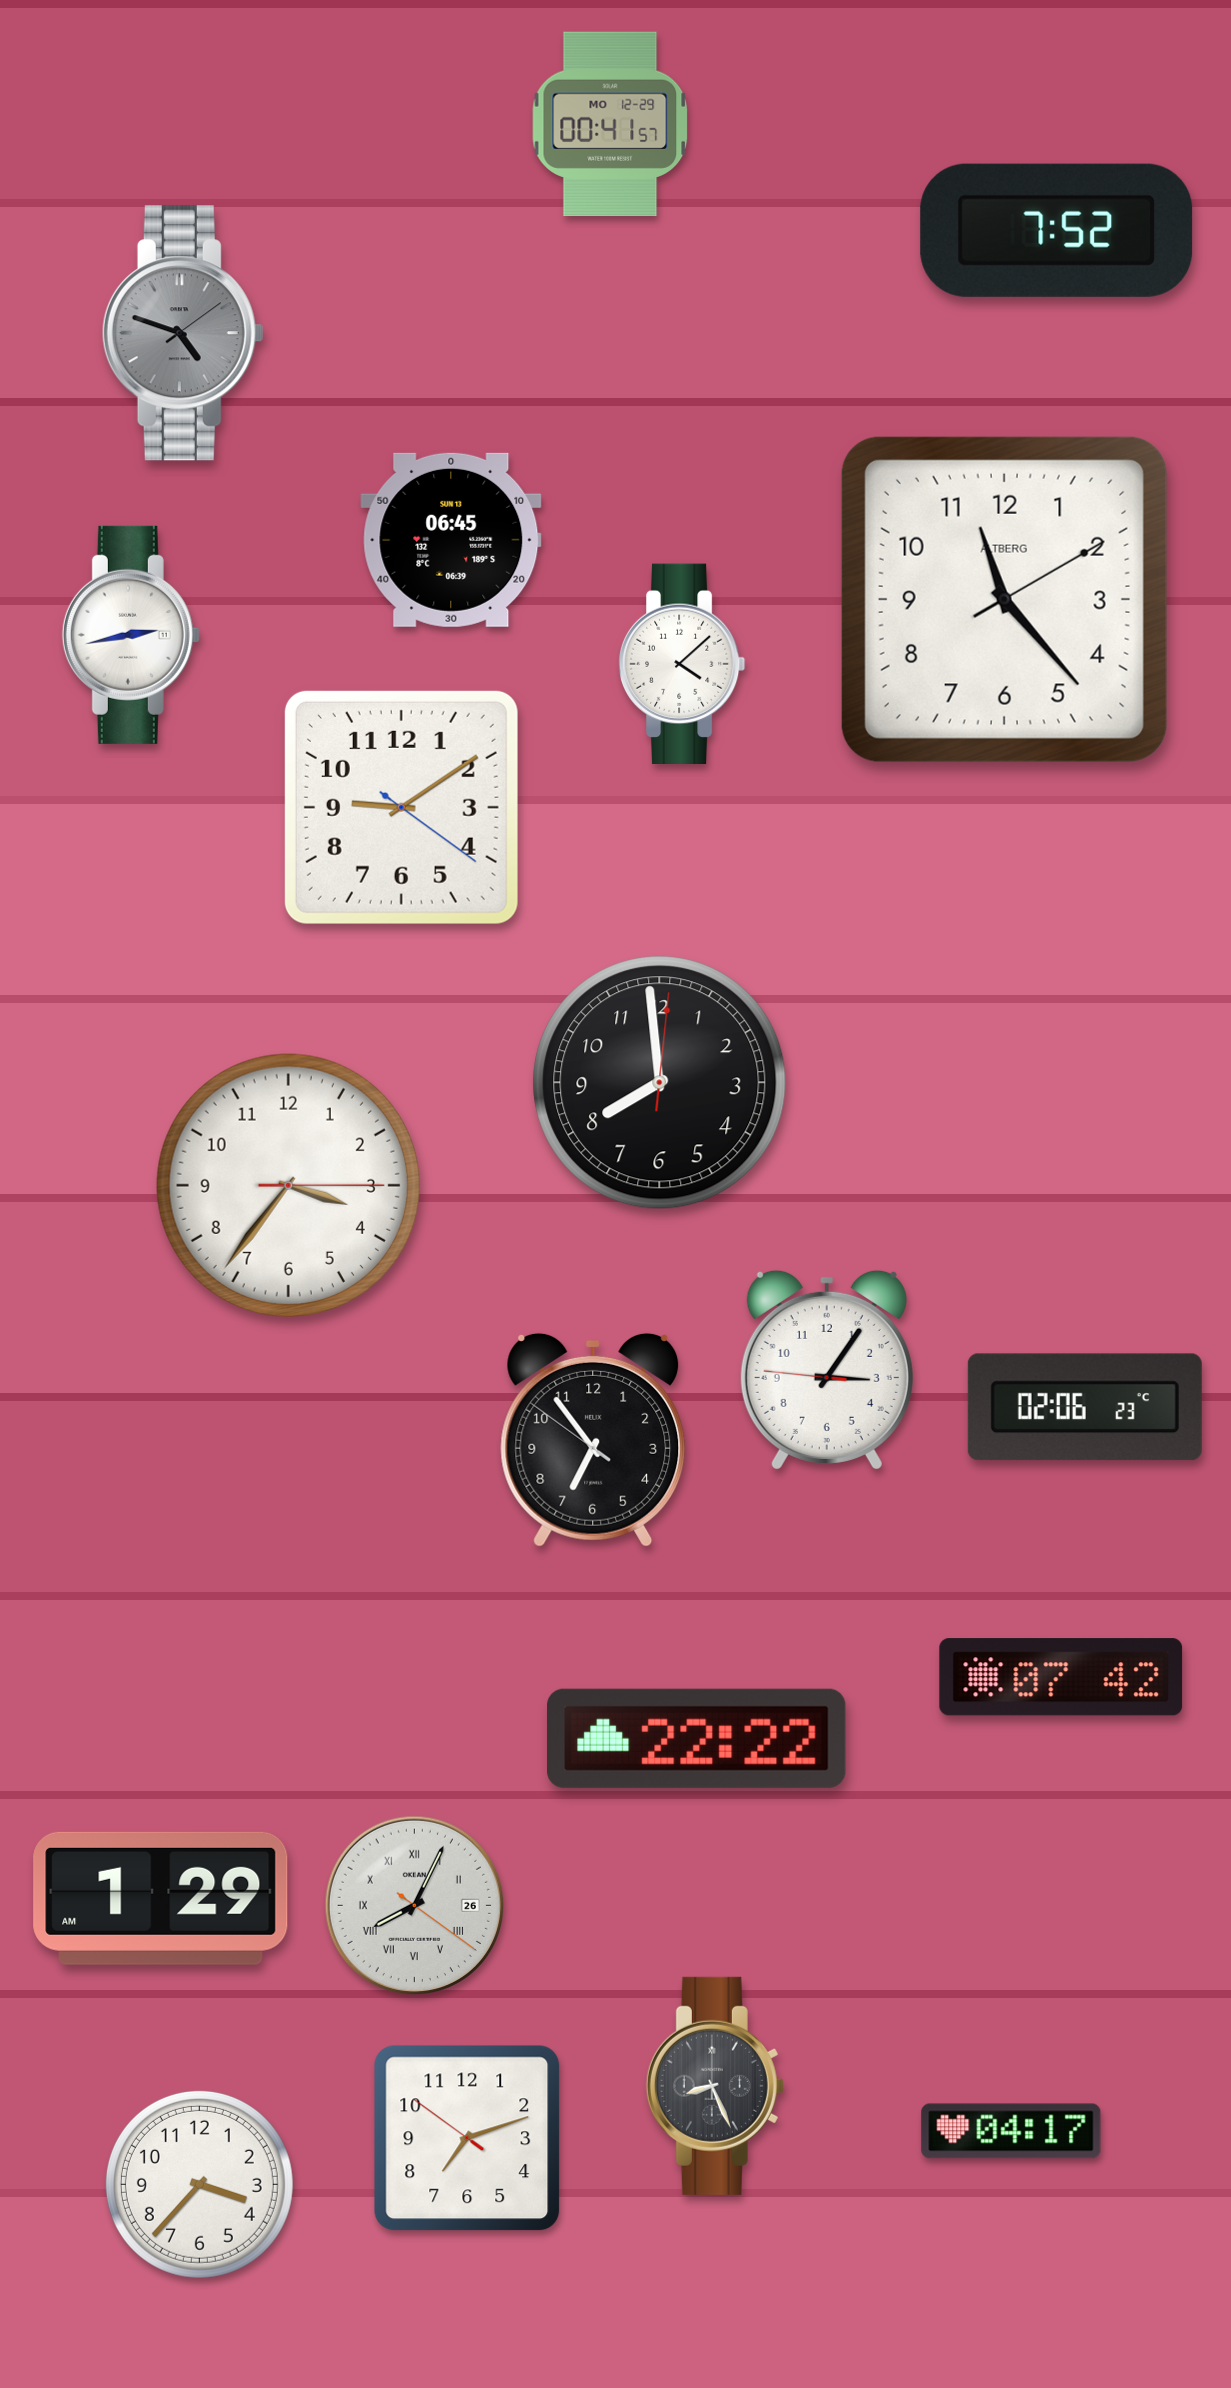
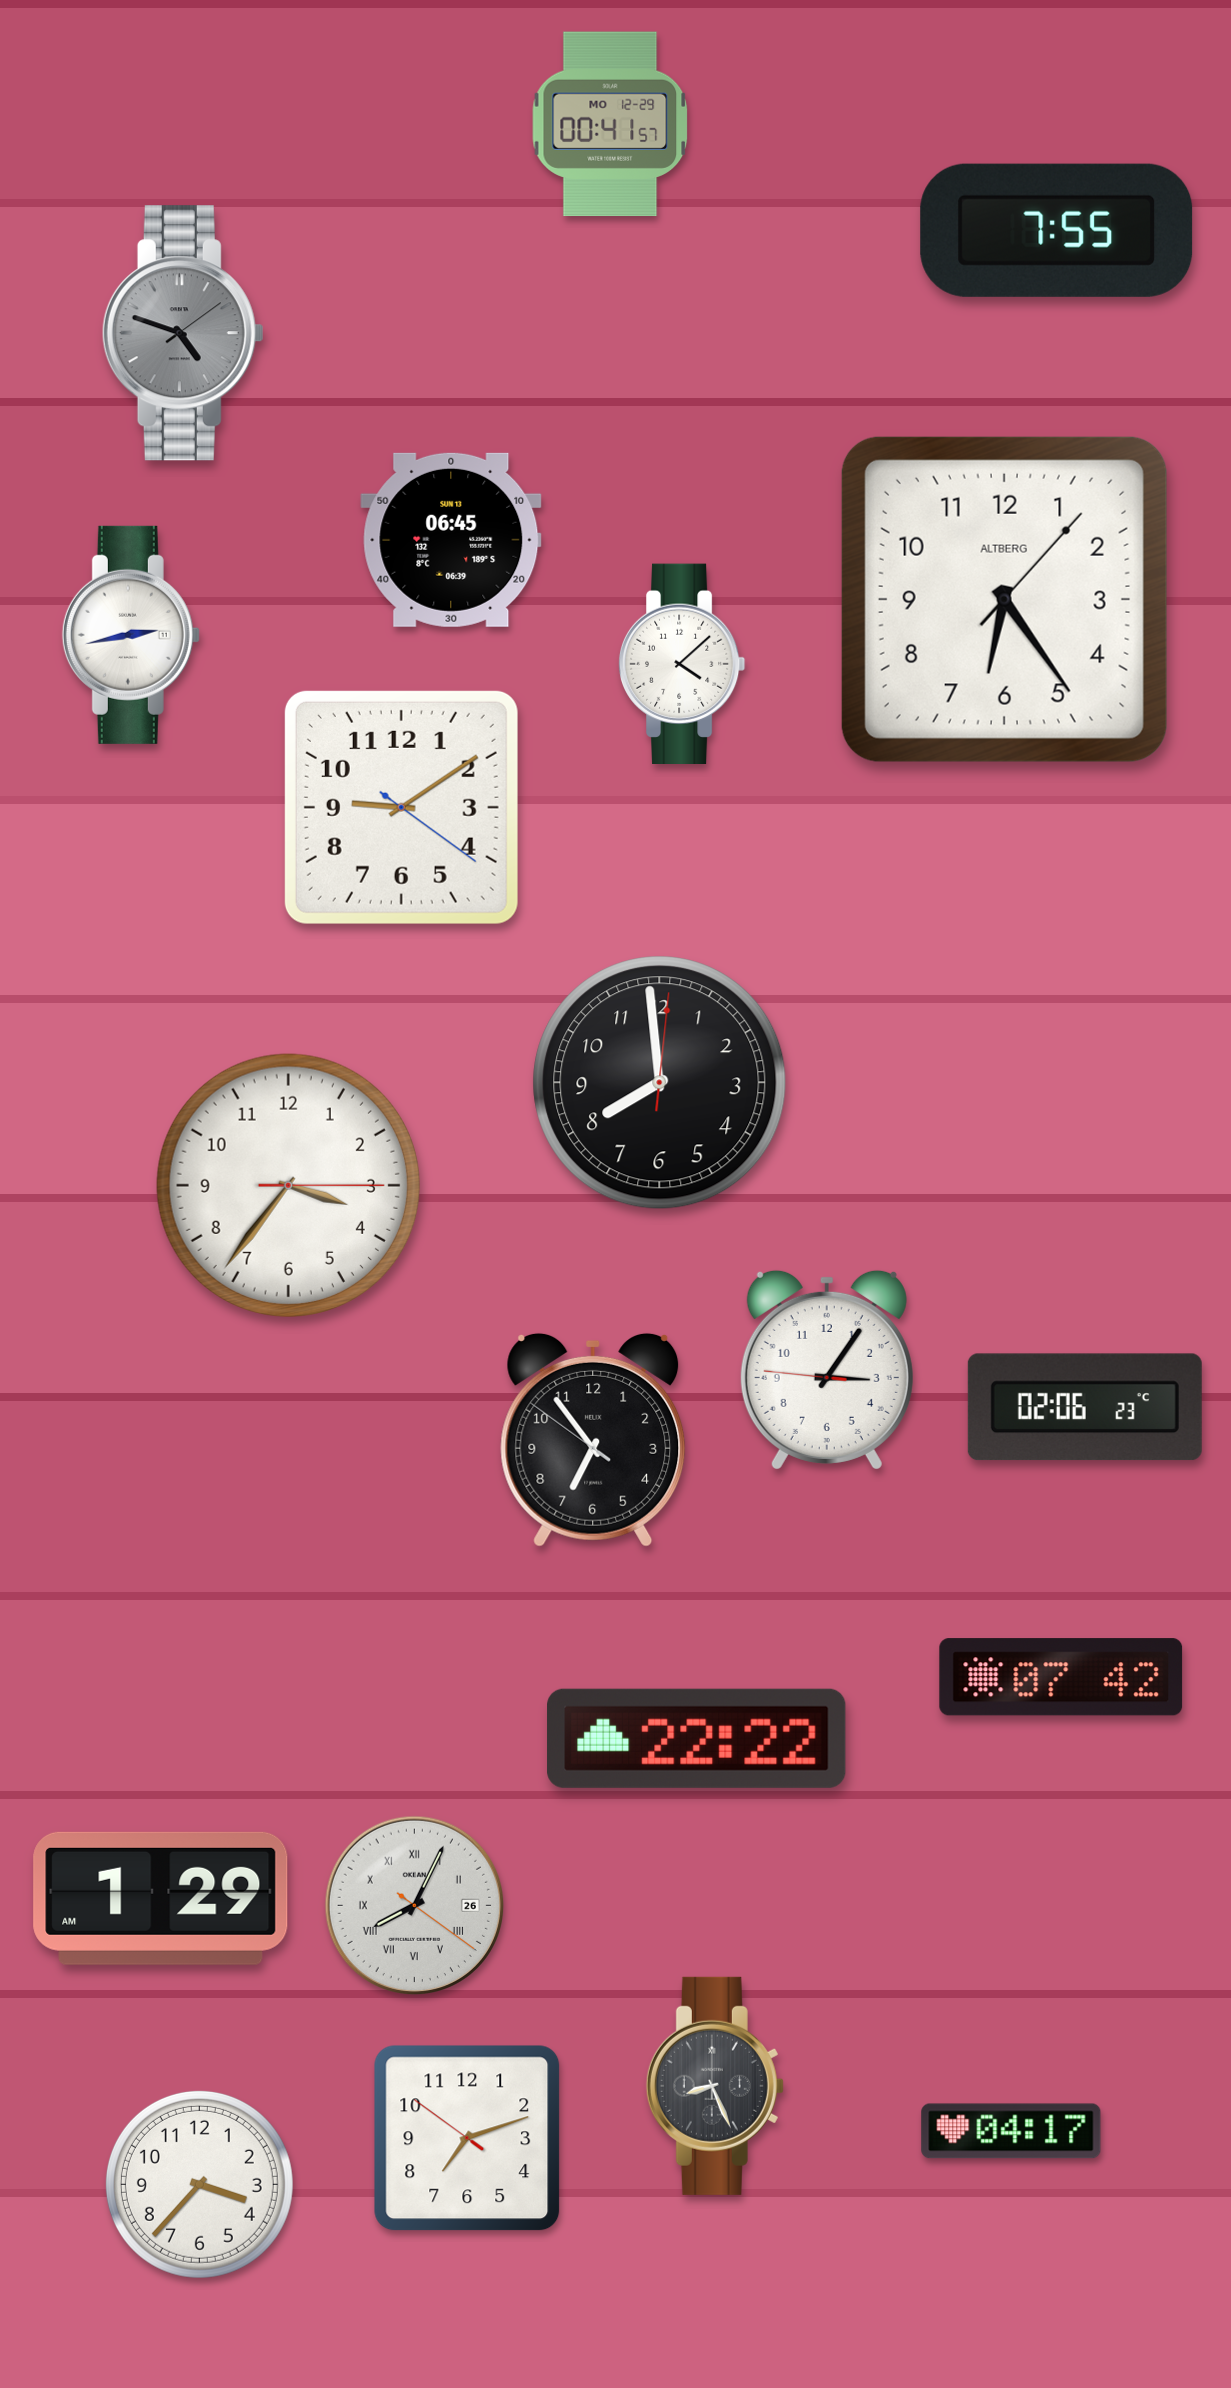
clock at (1057, 230): 7:52 -> 7:55
clock at (1004, 599): 11:23 -> 6:24
